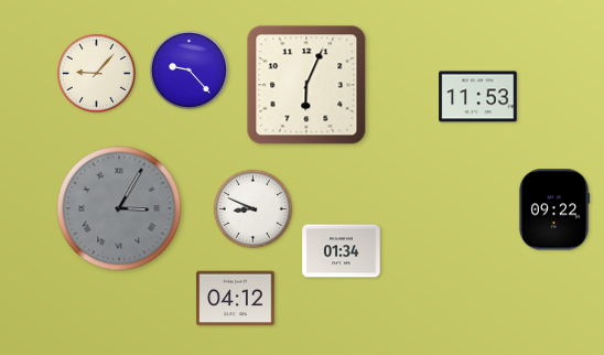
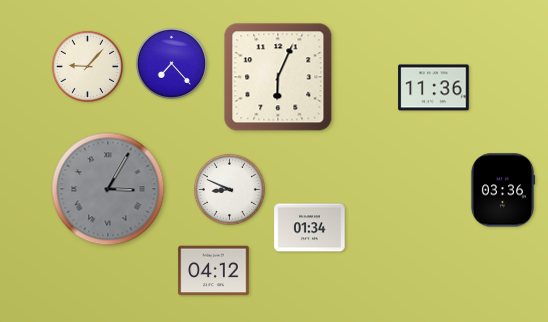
clock at (188, 69): 9:23 -> 7:23
clock at (478, 97): 11:53 -> 11:36
clock at (554, 209): 09:22 -> 03:36
